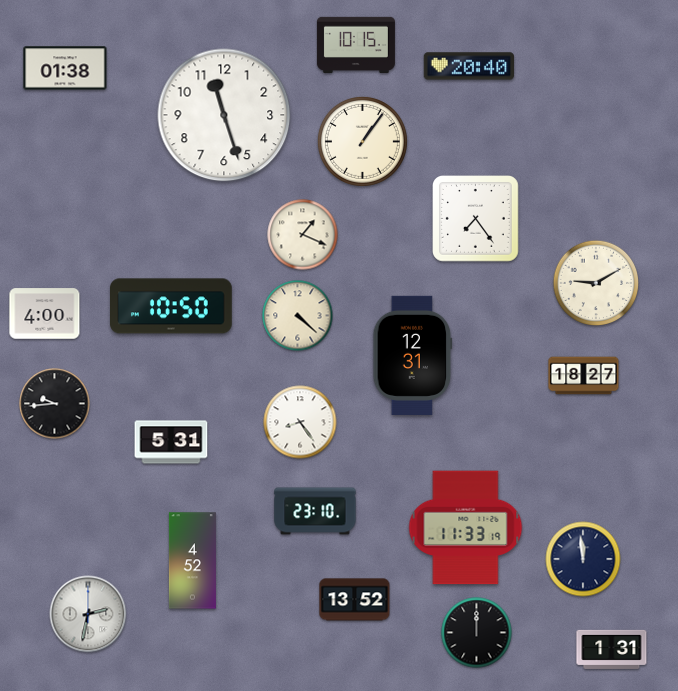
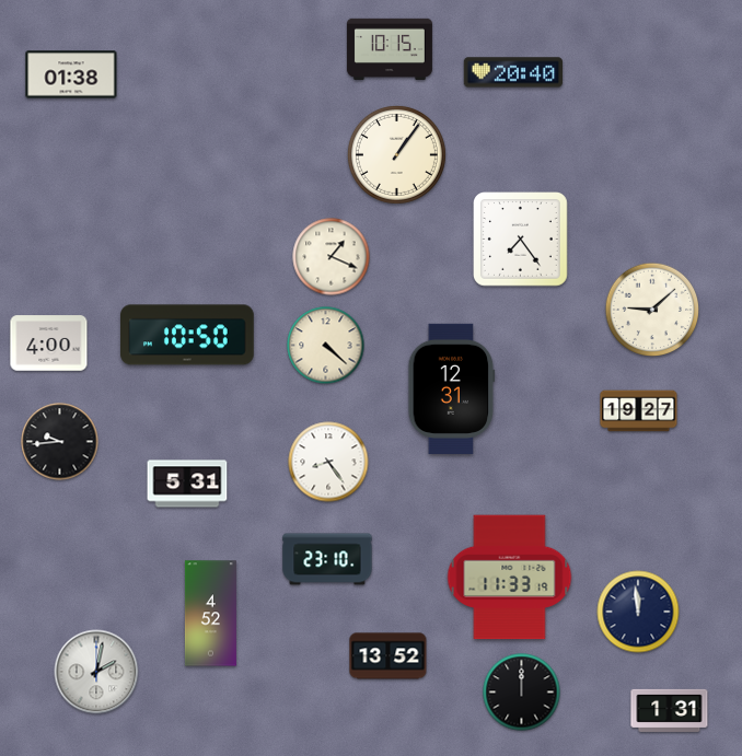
clock at (224, 115): 11:27 -> none
clock at (596, 283): 9:10 -> 9:08
clock at (584, 376): 18:27 -> 19:27
clock at (315, 511) position: (315, 511) -> (327, 559)
clock at (88, 614): 2:32 -> 2:02
